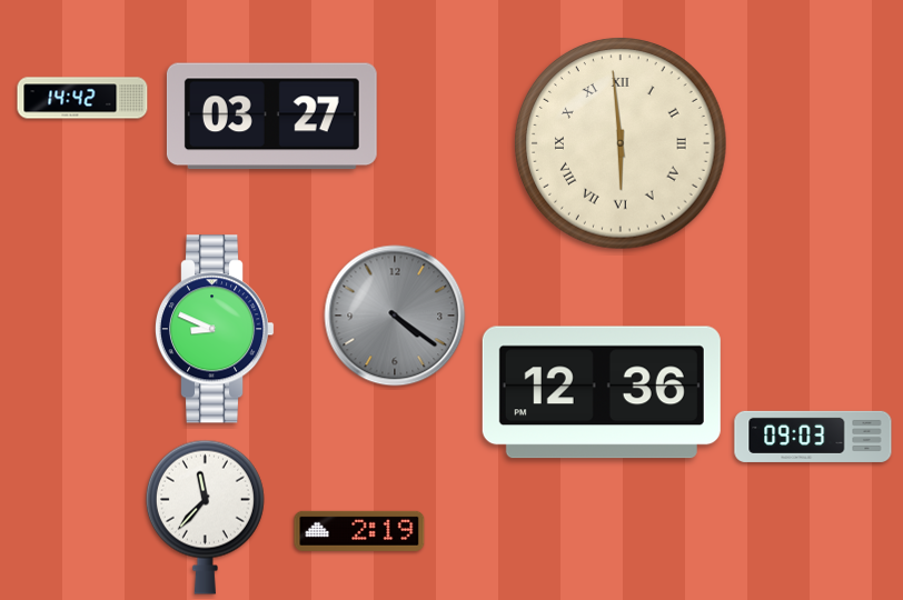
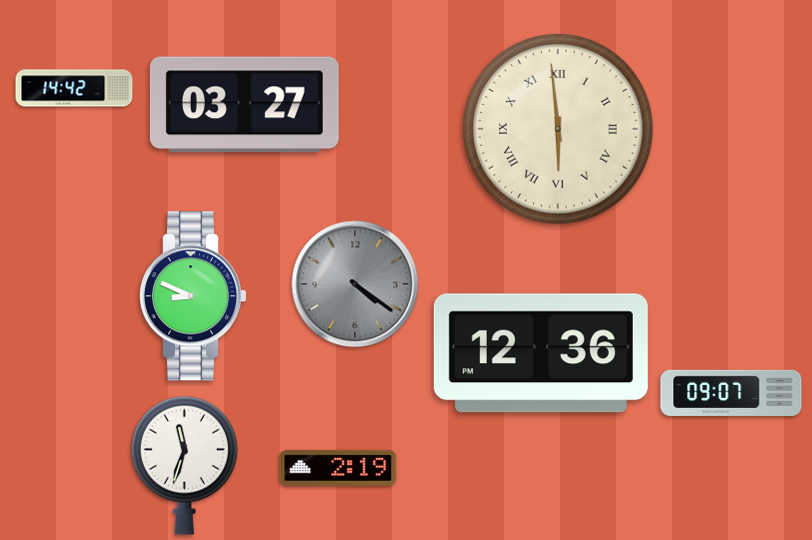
clock at (813, 437): 09:03 -> 09:07
clock at (205, 517): 11:37 -> 11:33
clock at (359, 531) position: (359, 531) -> (338, 468)
